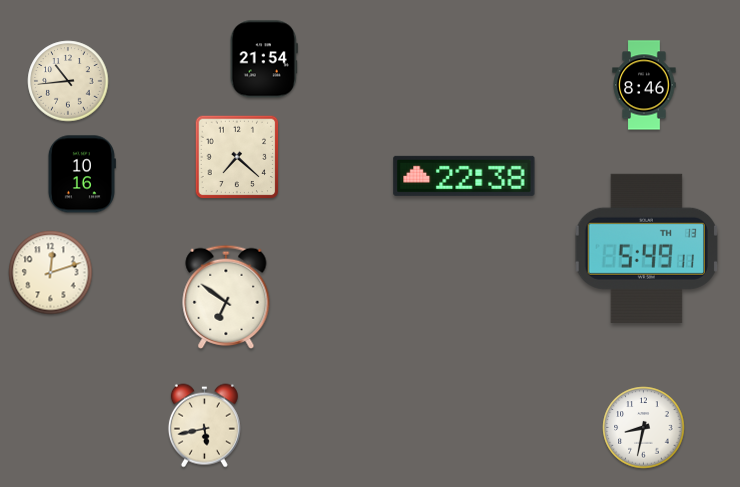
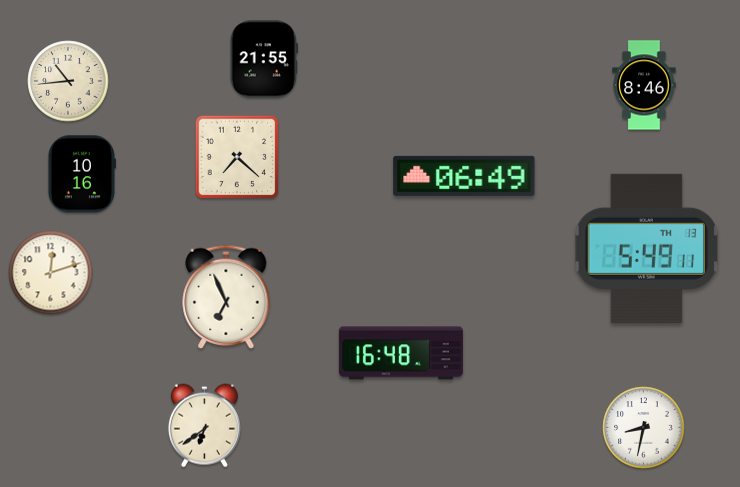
clock at (264, 59): 21:54 -> 21:55
clock at (464, 176): 22:38 -> 06:49
clock at (226, 297): 6:51 -> 6:56
clock at (401, 353): none -> 16:48
clock at (204, 426): 5:43 -> 6:39
